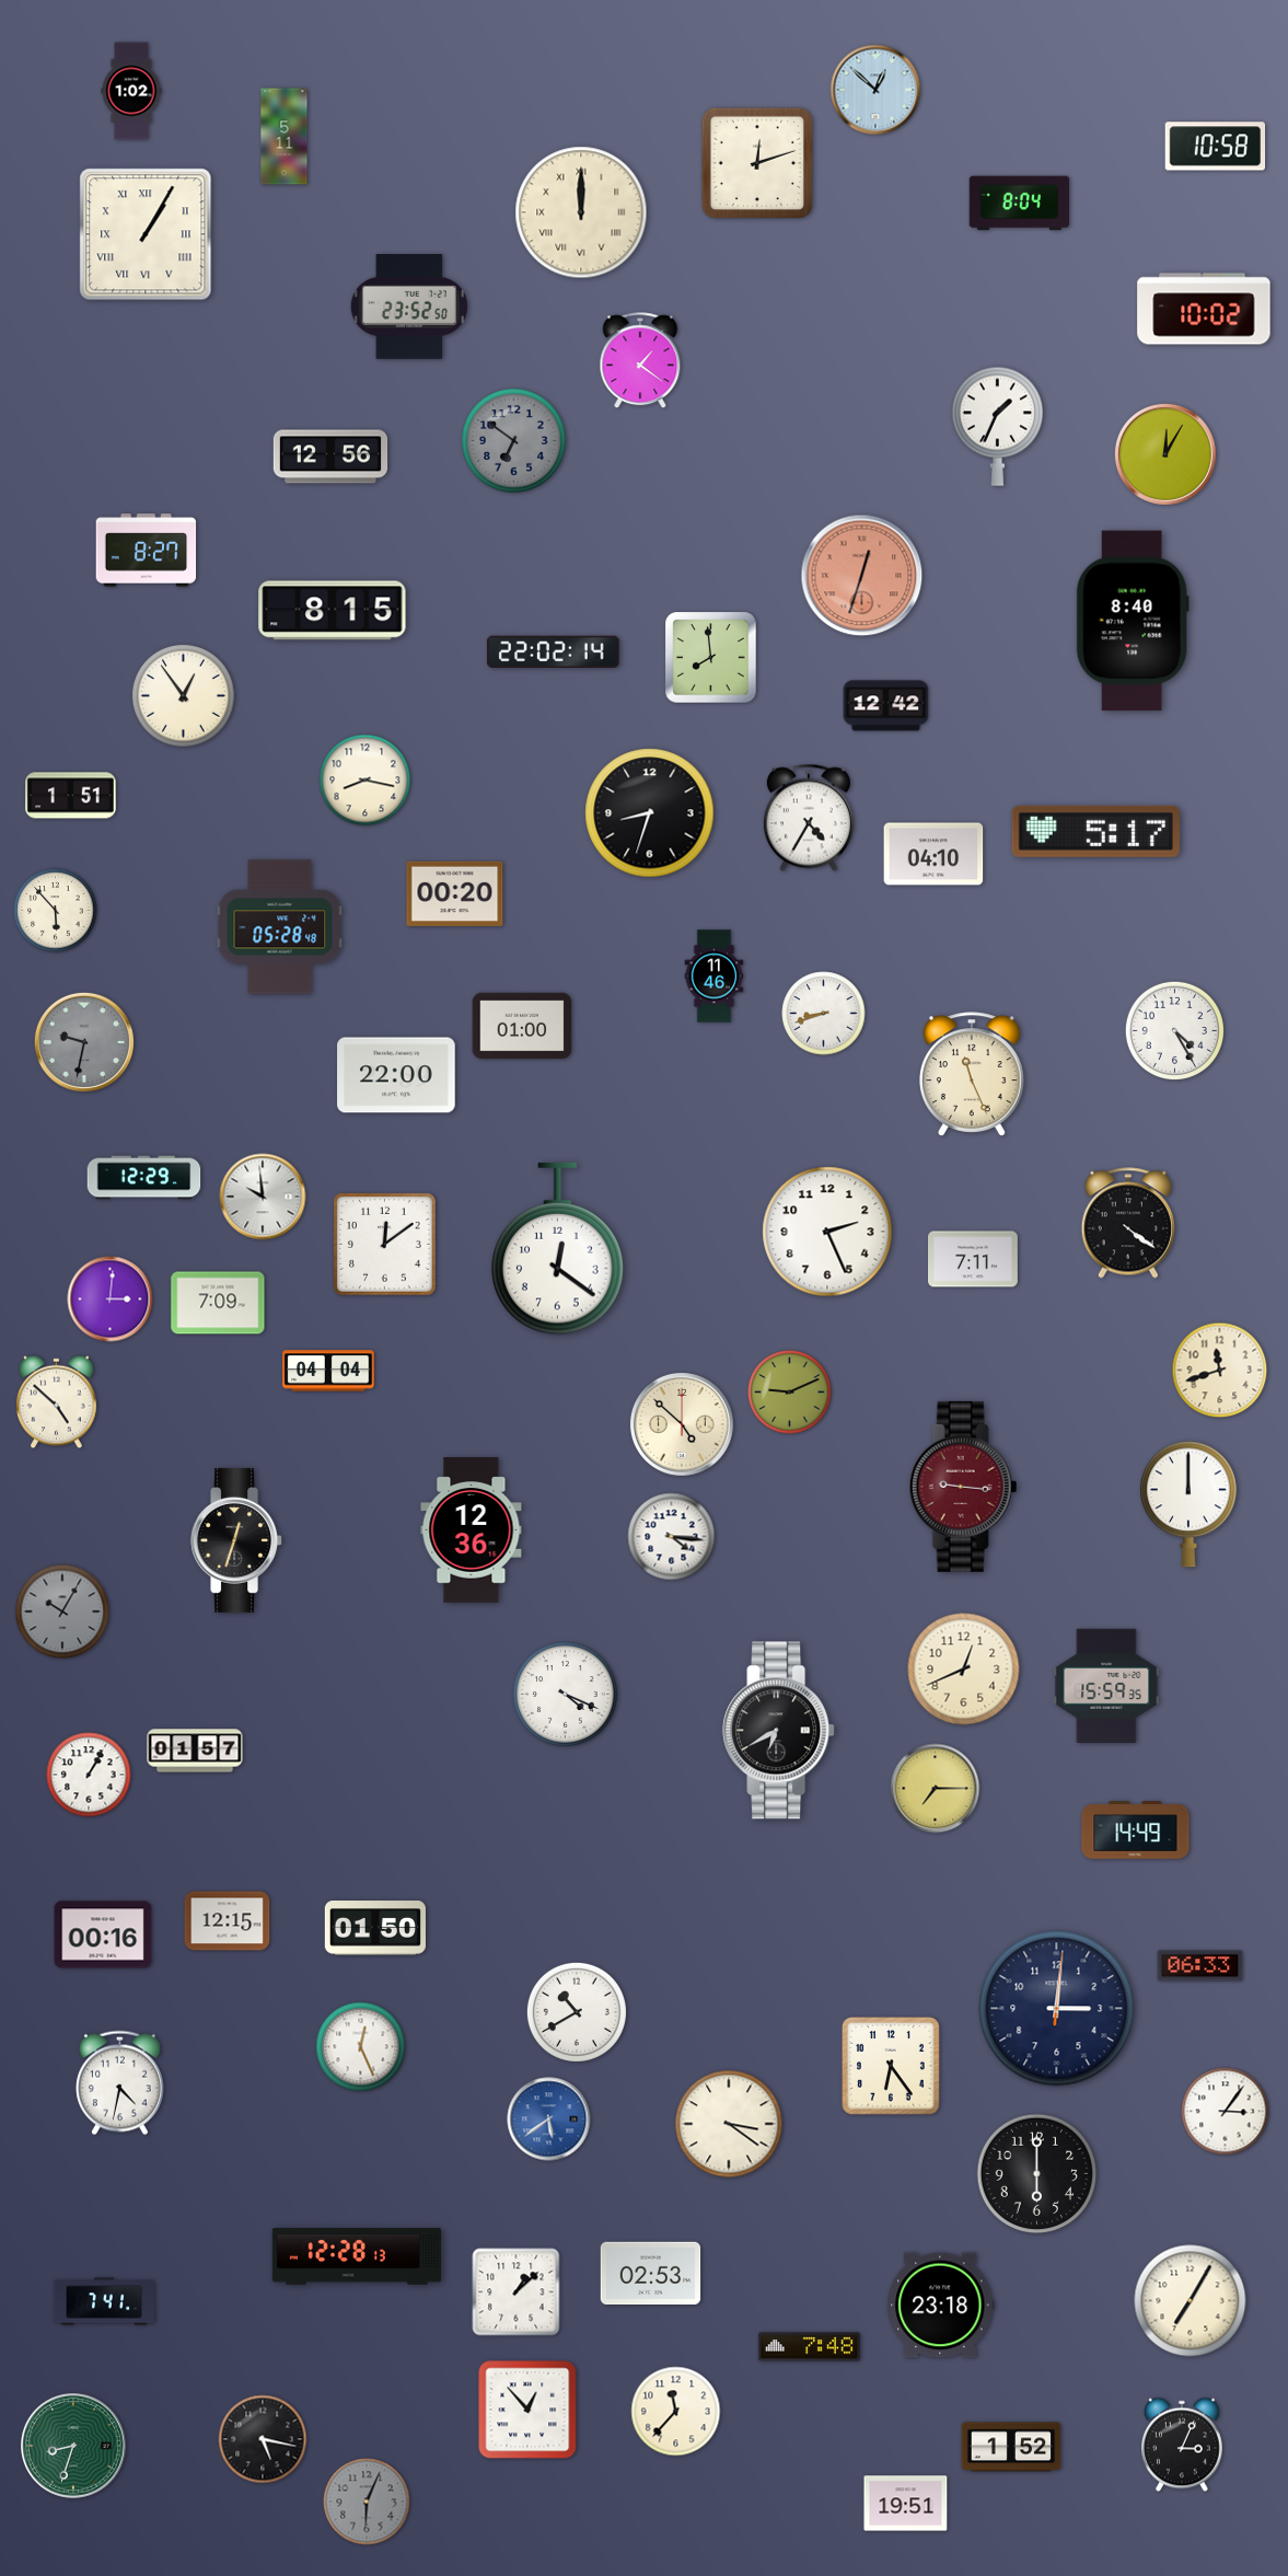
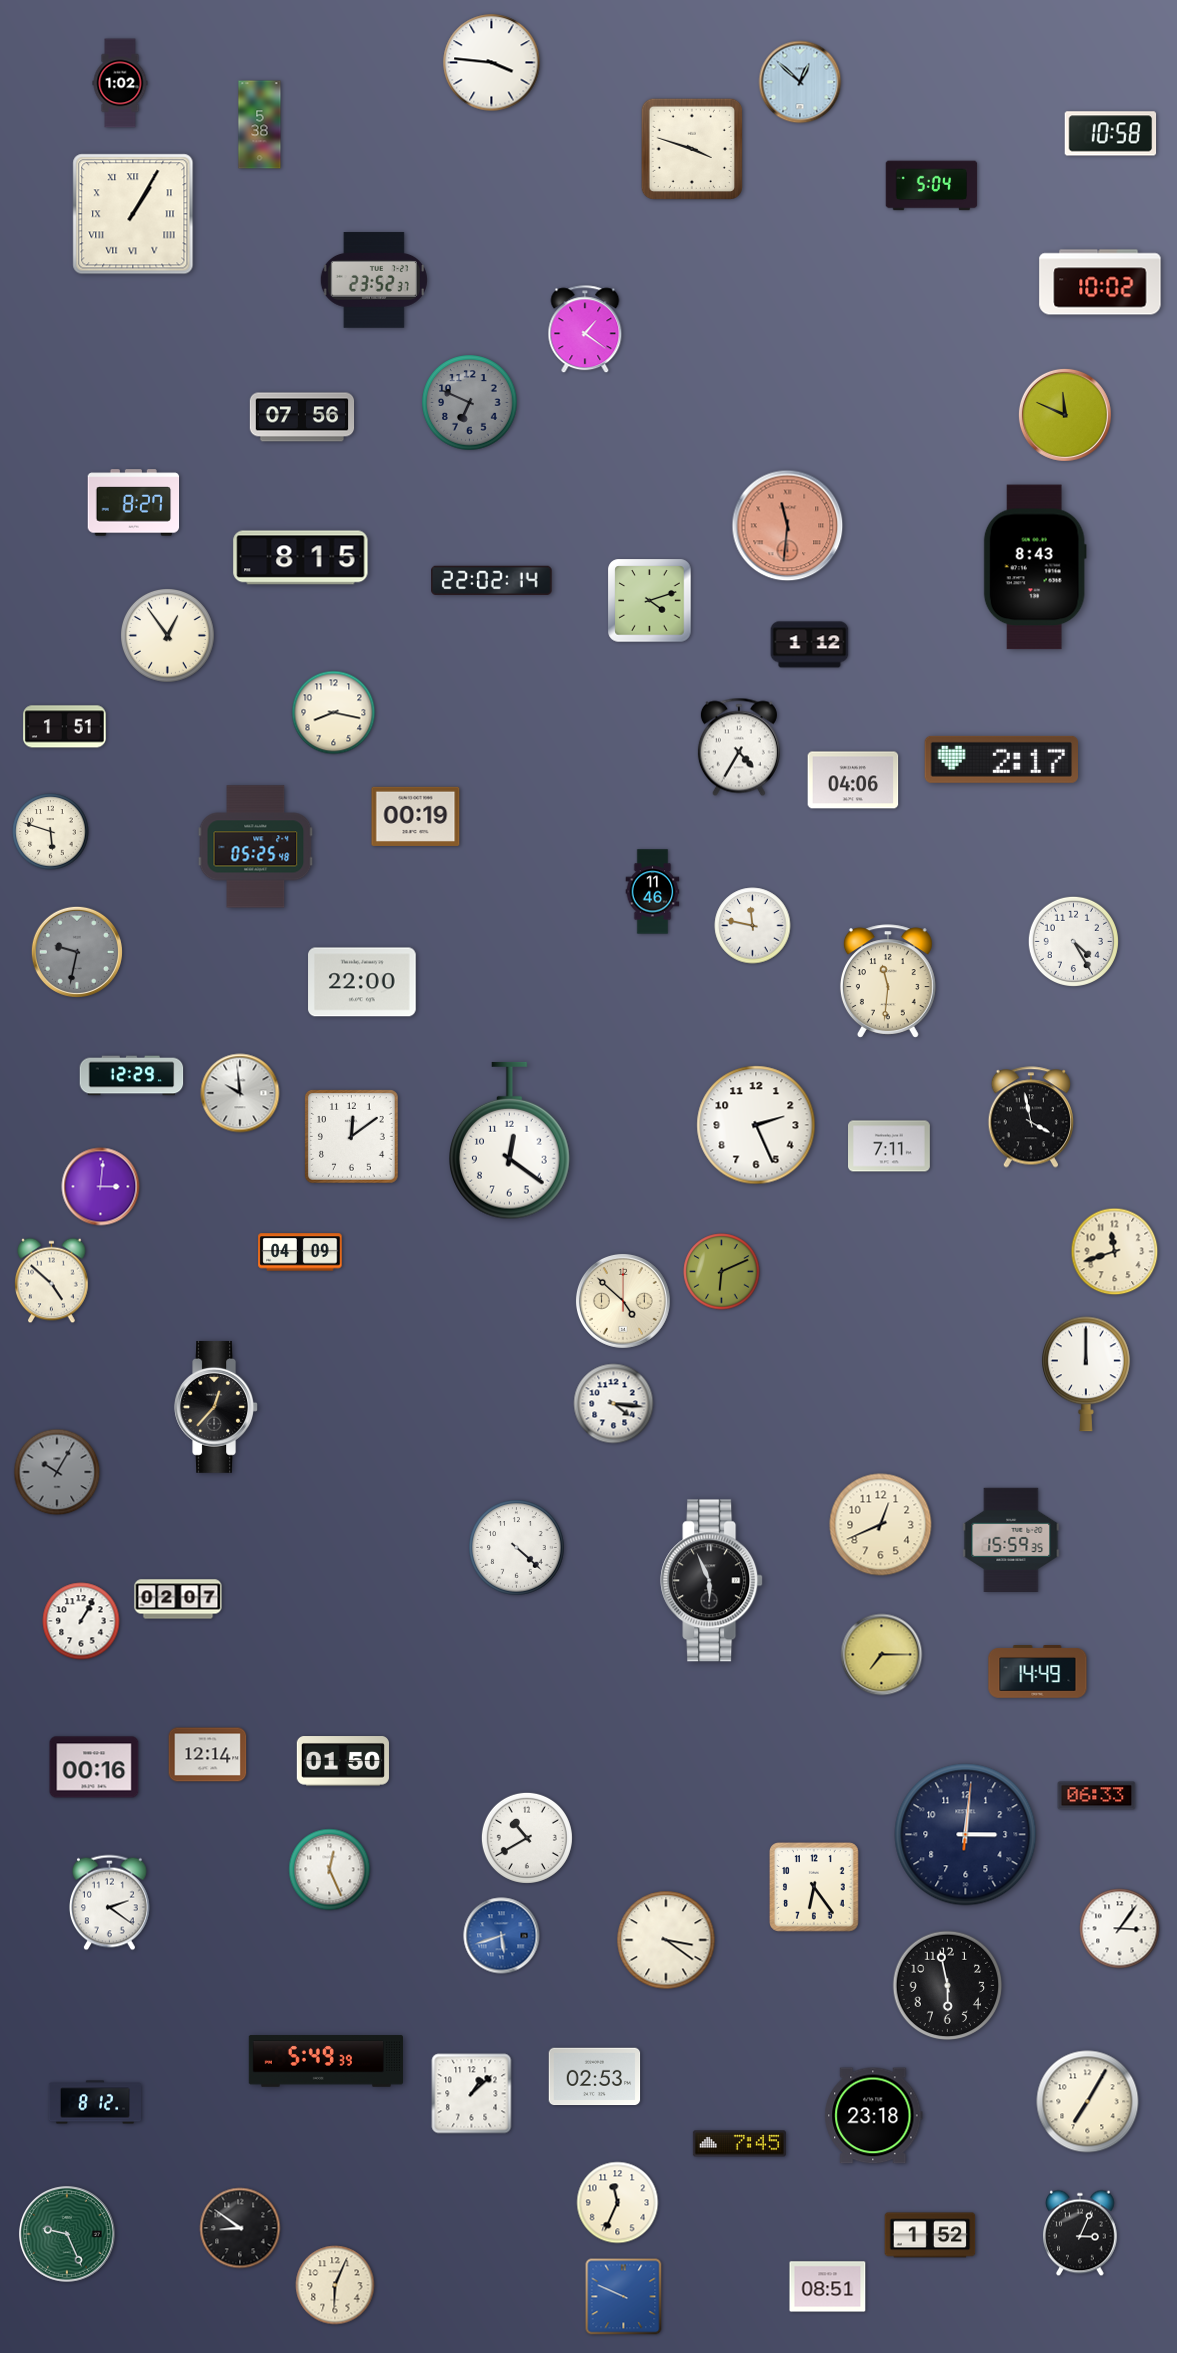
clock at (492, 63): none -> 3:46
clock at (285, 137): 5:11 -> 5:38
clock at (756, 162): 12:12 -> 3:48
clock at (1020, 204): 8:04 -> 5:04
clock at (581, 212): 12:00 -> none
clock at (409, 307): 23:52:50 -> 23:52:37
clock at (997, 426): 1:34 -> none
clock at (514, 441): 6:51 -> 6:49
clock at (1165, 454): 12:05 -> 11:49
clock at (330, 457): 12:56 -> 07:56
clock at (862, 576): 12:33 -> 11:31
clock at (333, 611) position: (333, 611) -> (301, 558)
clock at (1133, 621): 8:40 -> 8:43
clock at (554, 651) position: (554, 651) -> (492, 580)
clock at (711, 658): 7:59 -> 4:12
clock at (886, 706): 12:42 -> 1:12
clock at (650, 813): 8:33 -> none
clock at (1095, 831): 5:17 -> 2:17
clock at (933, 854): 04:10 -> 04:06
clock at (455, 893): 00:20 -> 00:19
clock at (56, 911): 5:53 -> 5:48
clock at (280, 927): 05:28 -> 05:25
clock at (824, 1014): 8:42 -> 11:47
clock at (522, 1026): 01:00 -> none
clock at (972, 1074): 11:26 -> 11:31
clock at (1127, 1223): 4:21 -> 3:58
clock at (974, 1259) position: (974, 1259) -> (890, 1146)
clock at (218, 1303): 7:09 -> none
clock at (328, 1371): 04:04 -> 04:09
clock at (790, 1393): 9:11 -> 6:11
clock at (963, 1487): 9:16 -> none
clock at (472, 1530): 12:36 -> none
clock at (236, 1540): 12:33 -> 12:37
clock at (566, 1695): 4:19 -> 4:22
clock at (779, 1731): 6:40 -> 5:56
clock at (195, 1751): 01:57 -> 02:07
clock at (936, 1789) position: (936, 1789) -> (882, 1655)
clock at (228, 1921): 12:15 -> 12:14
clock at (120, 2083): 4:32 -> 2:21
clock at (549, 2119): 5:39 -> 5:42
clock at (1037, 2174): 6:00 -> 5:58
clock at (356, 2256): 12:28 -> 5:49
clock at (103, 2301): 7:41 -> 8:12
clock at (941, 2306) position: (941, 2306) -> (874, 2116)
clock at (809, 2347): 7:48 -> 7:45
clock at (527, 2410): 12:53 -> none
clock at (676, 2412): 11:37 -> 11:34
clock at (263, 2439): 5:17 -> 8:51
clock at (73, 2446): 8:33 -> 9:26
clock at (1011, 2447) position: (1011, 2447) -> (930, 2235)
clock at (367, 2502) dial: grey -> cream
clock at (906, 2504): 19:51 -> 08:51
clock at (624, 2297): none -> 9:49
